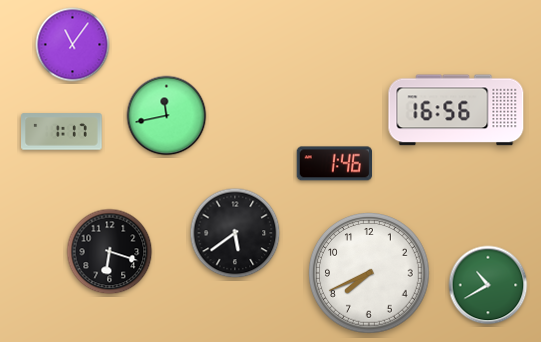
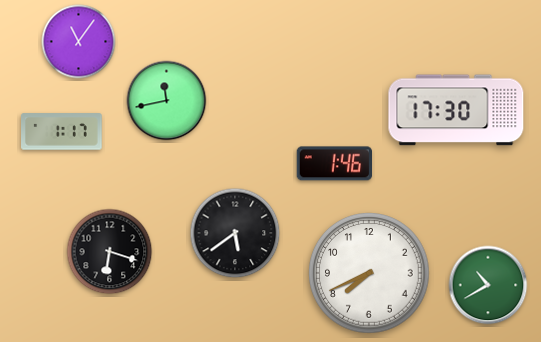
clock at (73, 45) position: (73, 45) -> (79, 42)
clock at (456, 110): 16:56 -> 17:30
clock at (167, 116) position: (167, 116) -> (167, 101)
